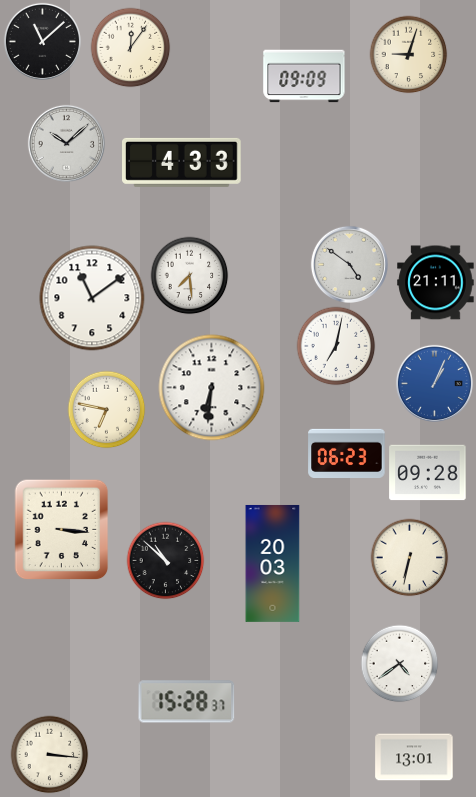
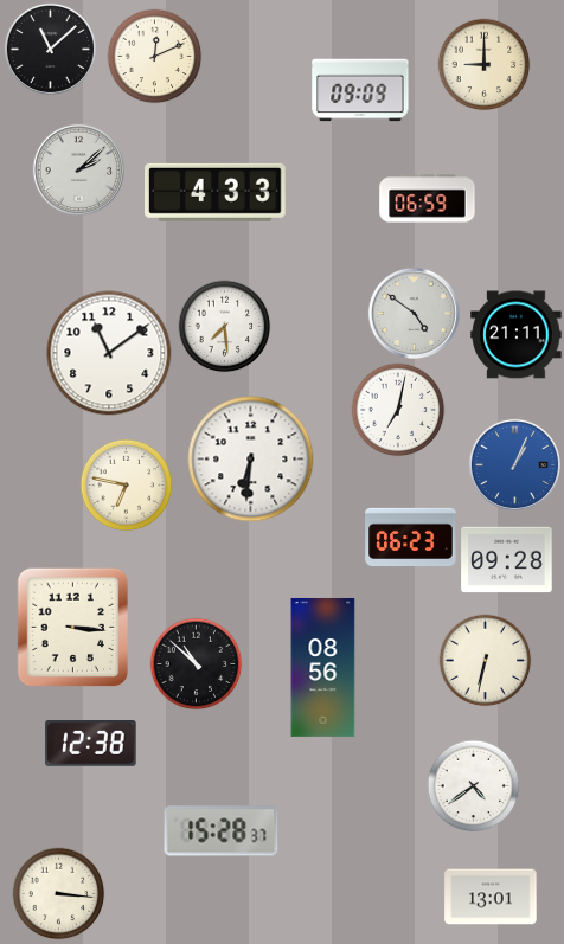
clock at (130, 47): 12:06 -> 12:11
clock at (408, 54): 9:03 -> 9:00
clock at (66, 143): 10:08 -> 2:08
clock at (428, 199): none -> 06:59
clock at (434, 383) position: (434, 383) -> (514, 464)
clock at (273, 564): 20:03 -> 08:56
clock at (91, 744): none -> 12:38
